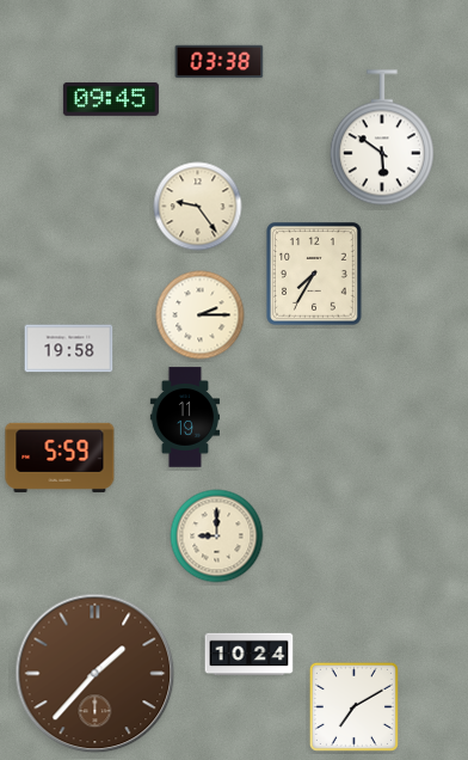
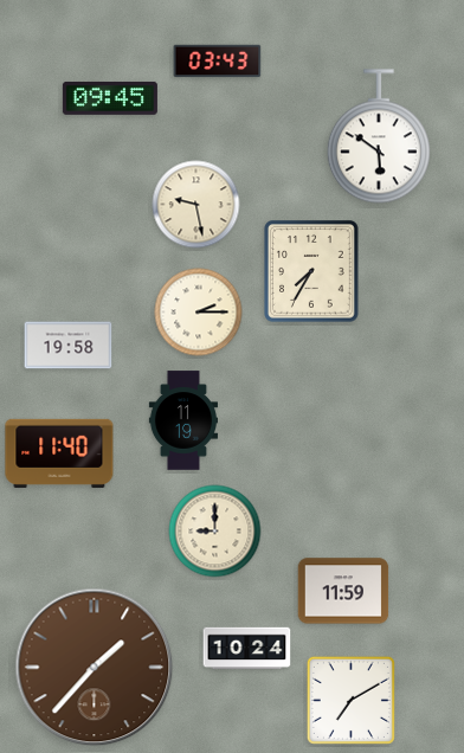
clock at (220, 62): 03:38 -> 03:43
clock at (198, 207): 9:24 -> 9:28
clock at (184, 417) position: (184, 417) -> (182, 420)
clock at (60, 458): 5:59 -> 11:40
clock at (343, 591): none -> 11:59
